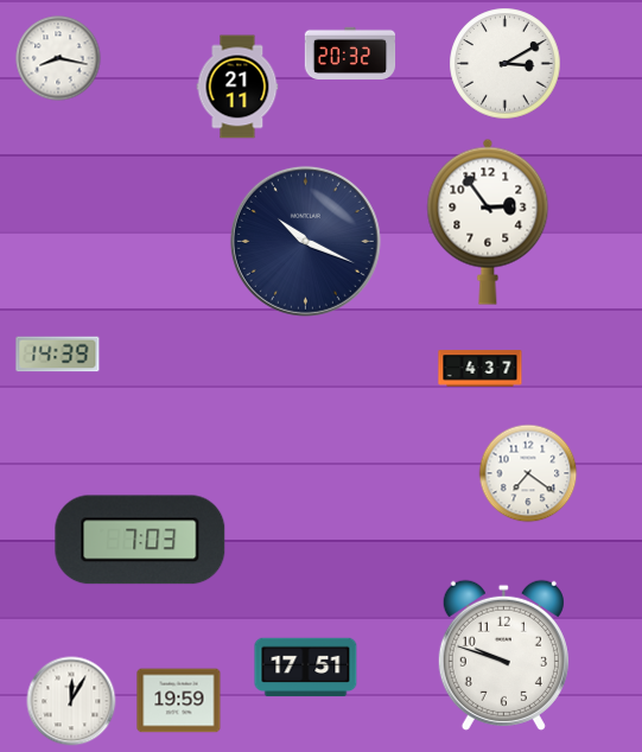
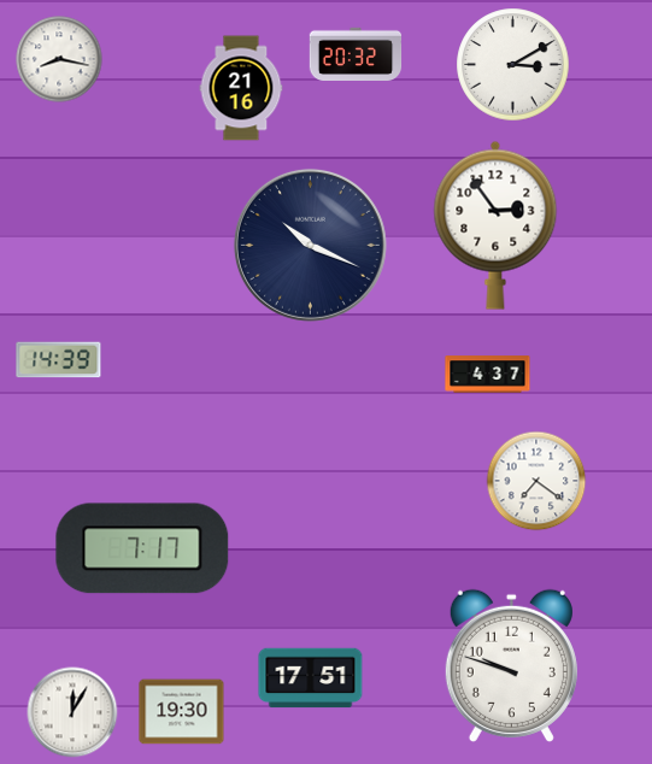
clock at (237, 87): 21:11 -> 21:16
clock at (140, 540): 7:03 -> 7:17
clock at (179, 701): 19:59 -> 19:30
